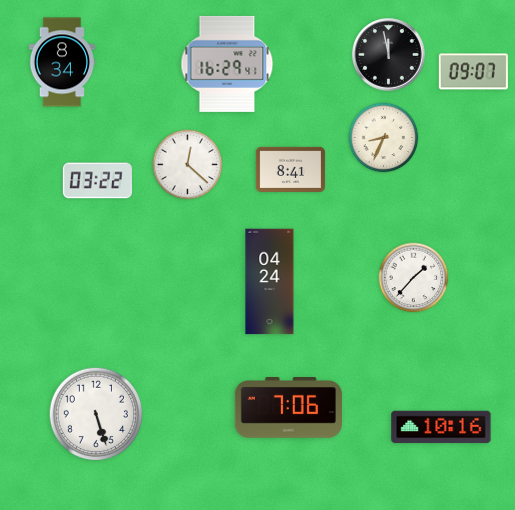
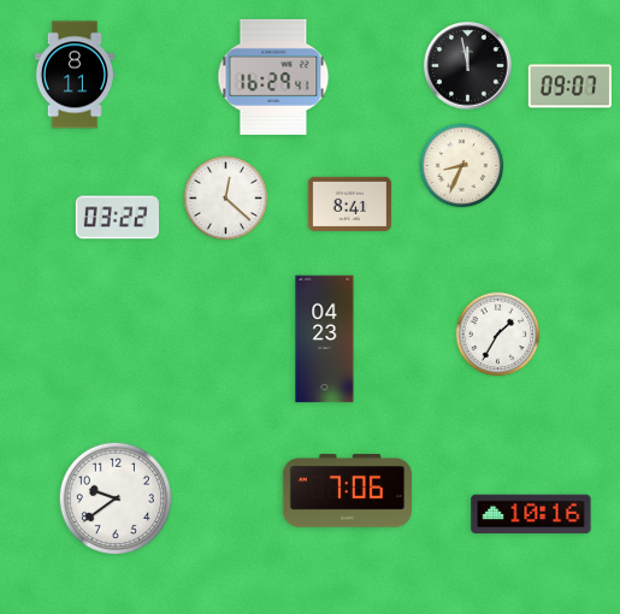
clock at (61, 62): 8:34 -> 8:11
clock at (414, 278): 1:37 -> 1:35
clock at (270, 282): 04:24 -> 04:23
clock at (95, 413): 5:27 -> 9:39
